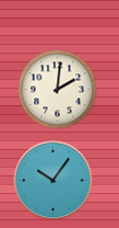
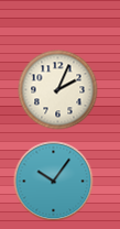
clock at (58, 90): 2:01 -> 2:04
